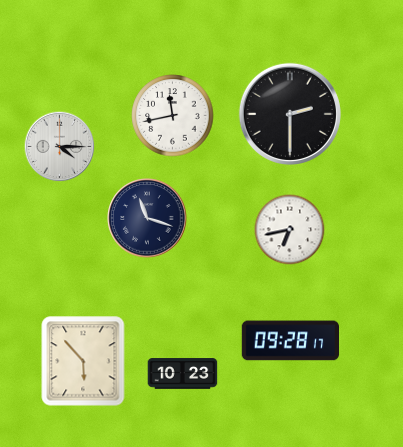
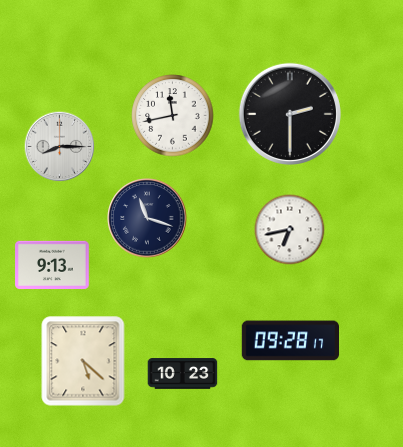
clock at (60, 147): 4:15 -> 8:15
clock at (52, 264): none -> 9:13
clock at (83, 361): 5:53 -> 5:22
